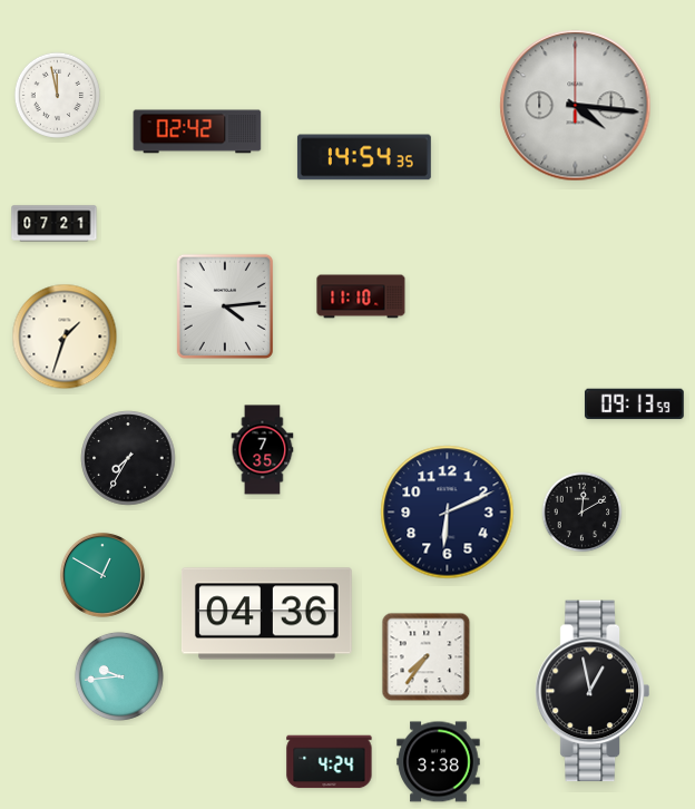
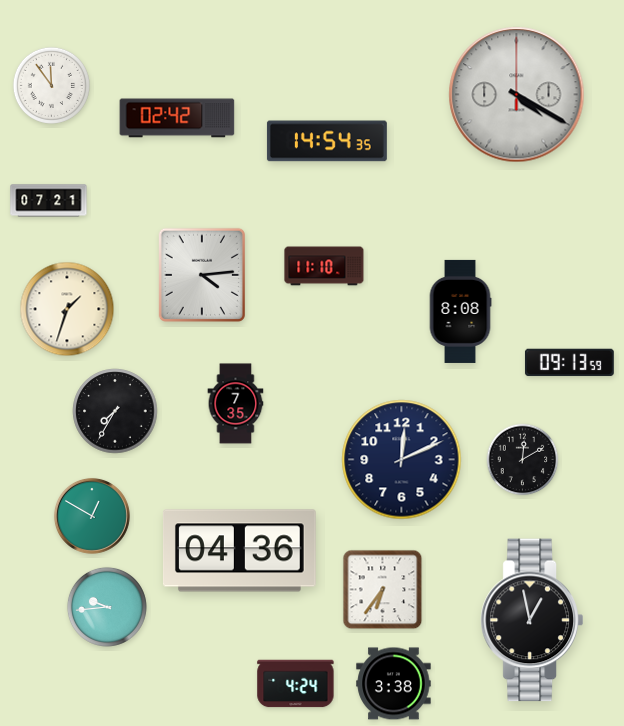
clock at (57, 95): 11:58 -> 11:54
clock at (576, 106): 4:16 -> 4:20
clock at (65, 337) position: (65, 337) -> (67, 309)
clock at (460, 311): none -> 8:08
clock at (448, 513): 6:11 -> 12:11
clock at (427, 657): 7:36 -> 6:36
